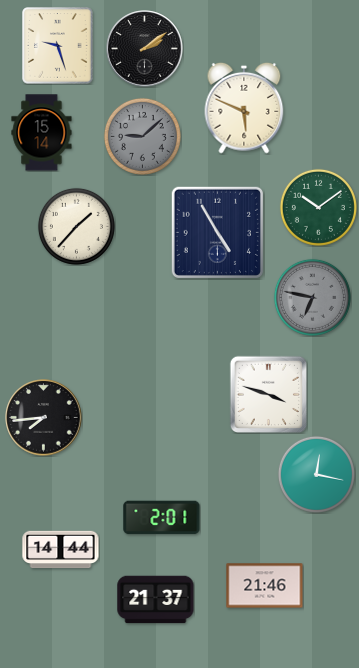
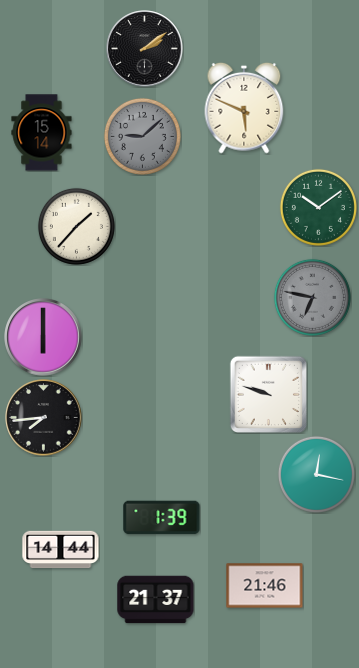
clock at (58, 46): 9:27 -> none
clock at (217, 232): 4:55 -> none
clock at (43, 337): none -> 6:00
clock at (268, 394): 3:48 -> 9:48
clock at (162, 518): 2:01 -> 1:39
